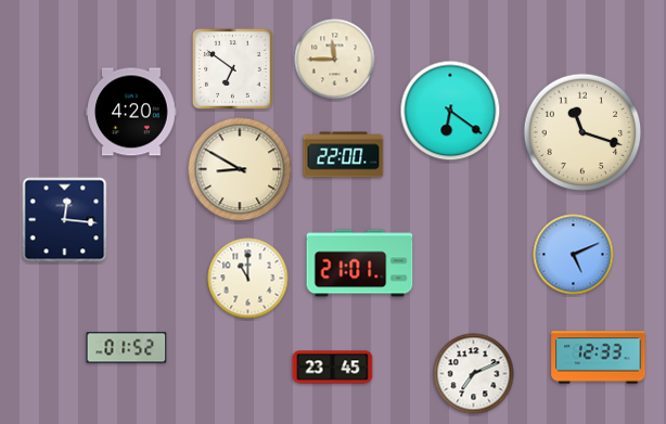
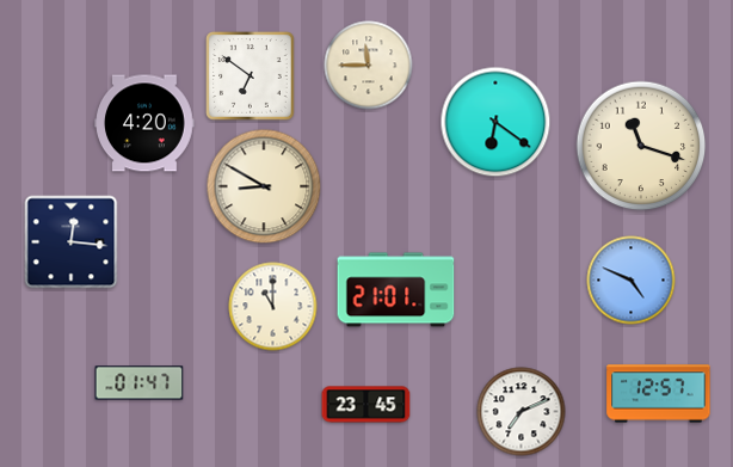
clock at (233, 69) position: (233, 69) -> (251, 76)
clock at (344, 155): 22:00 -> none
clock at (574, 255): 5:11 -> 4:49
clock at (127, 348): 01:52 -> 01:47
clock at (599, 358): 12:33 -> 12:57
